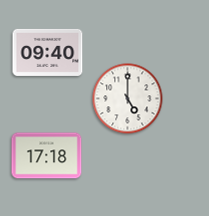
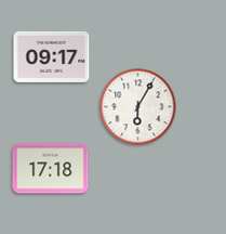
clock at (48, 52): 09:40 -> 09:17
clock at (128, 99): 5:00 -> 6:05
